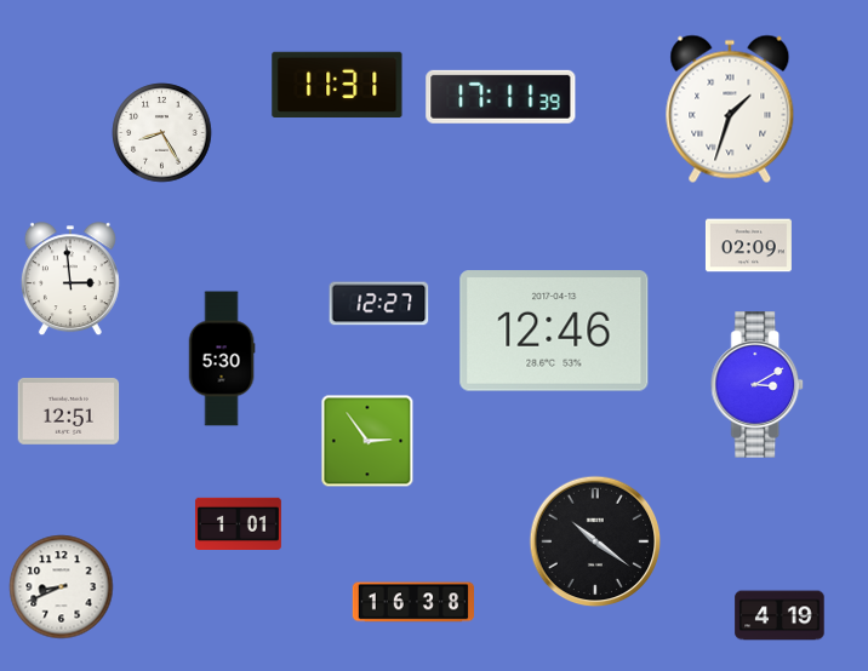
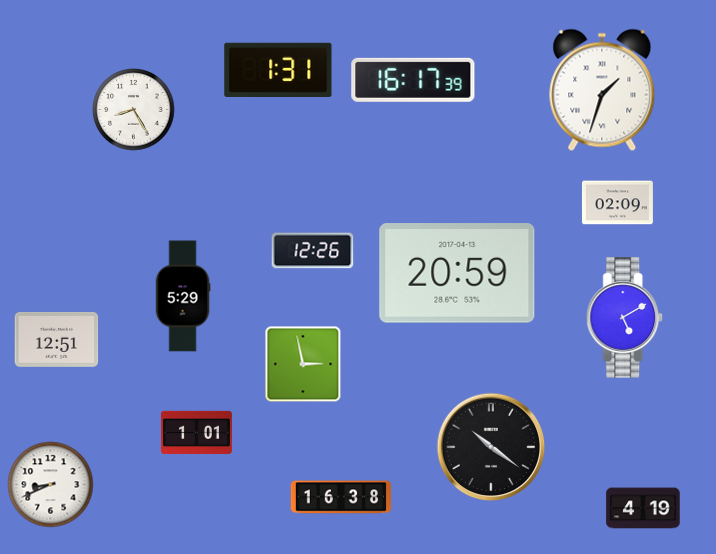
clock at (337, 84): 11:31 -> 1:31
clock at (501, 97): 17:11 -> 16:17
clock at (70, 280): 2:59 -> none
clock at (379, 304): 12:27 -> 12:26
clock at (554, 331): 12:46 -> 20:59
clock at (222, 359): 5:30 -> 5:29
clock at (758, 385): 3:10 -> 5:10
clock at (367, 441): 2:54 -> 2:58
